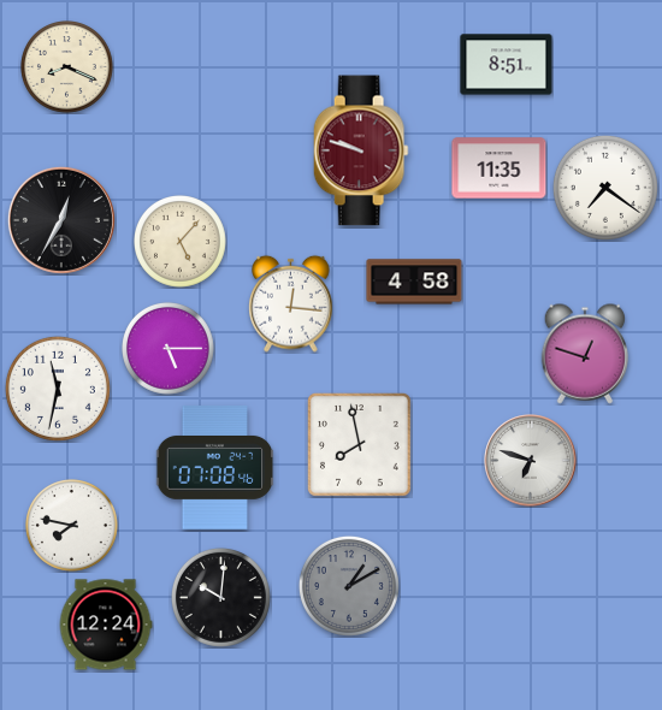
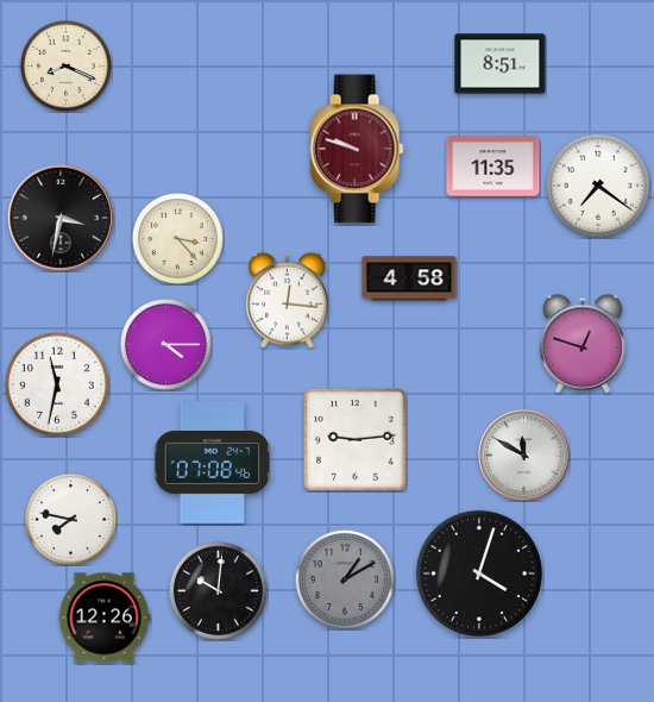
clock at (61, 220): 12:35 -> 3:32
clock at (181, 242): 5:07 -> 3:23
clock at (169, 349): 5:15 -> 4:15
clock at (585, 354) position: (585, 354) -> (583, 344)
clock at (359, 444): 7:58 -> 9:14
clock at (531, 461): 6:48 -> 11:50
clock at (479, 573): none -> 4:03
clock at (106, 625): 12:24 -> 12:26
